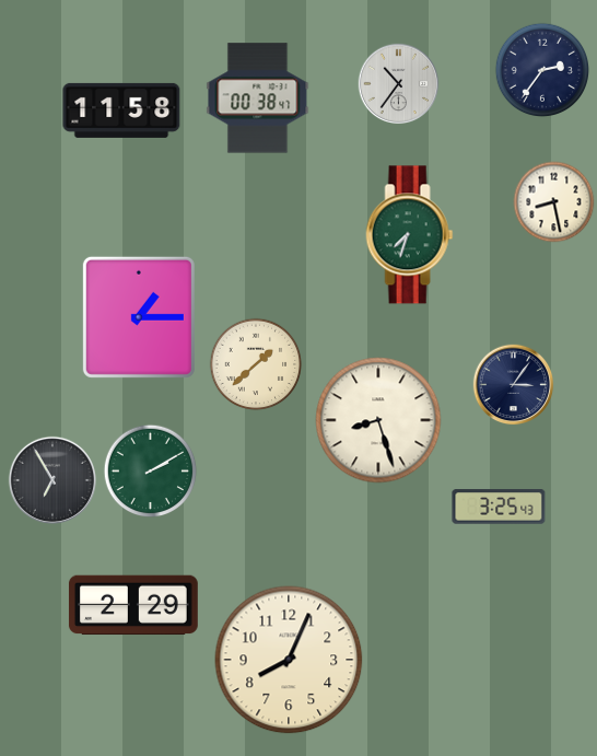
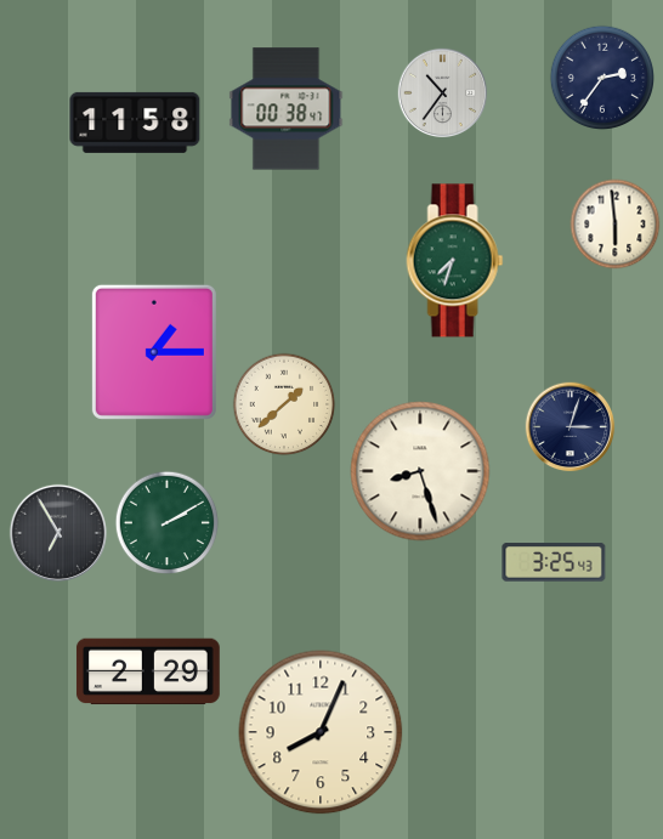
clock at (554, 202): 8:28 -> 5:59
clock at (514, 385): 3:06 -> 3:03
clock at (378, 420) position: (378, 420) -> (420, 471)
